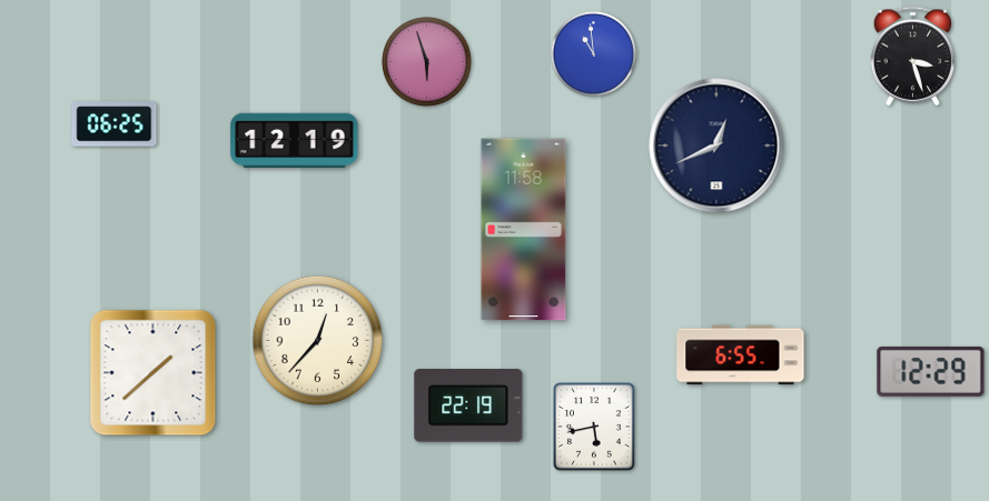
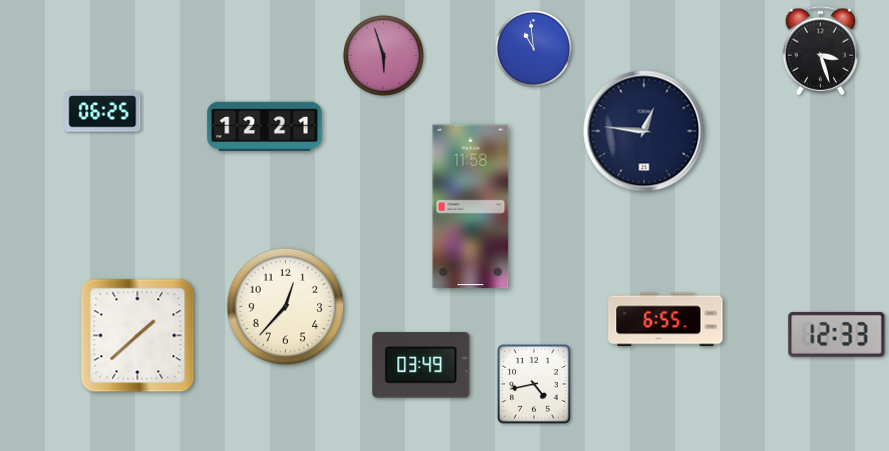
clock at (295, 140): 12:19 -> 12:21
clock at (716, 146): 12:41 -> 12:46
clock at (931, 371): 12:29 -> 12:33
clock at (468, 405): 22:19 -> 03:49
clock at (595, 427): 5:43 -> 4:43
